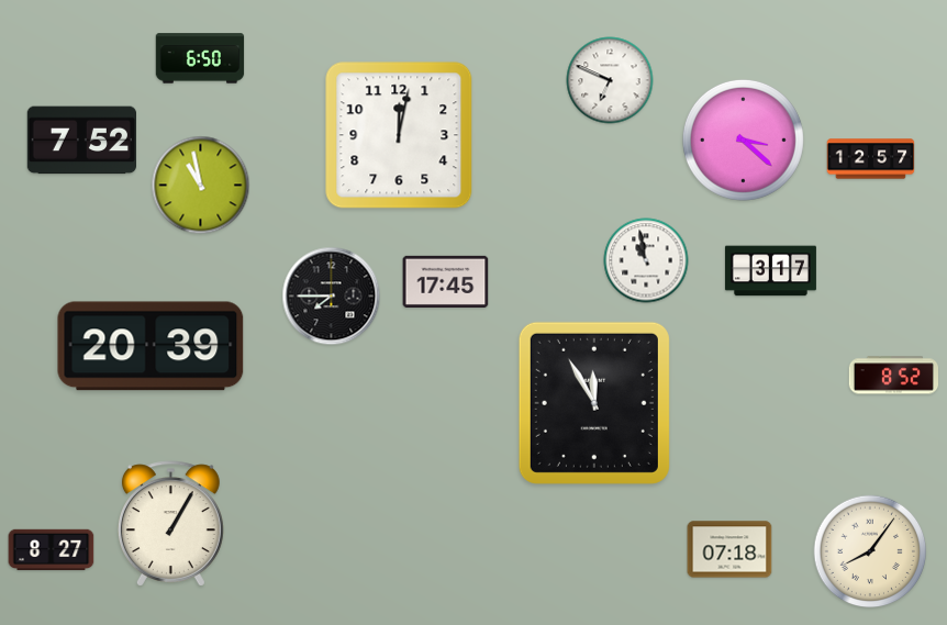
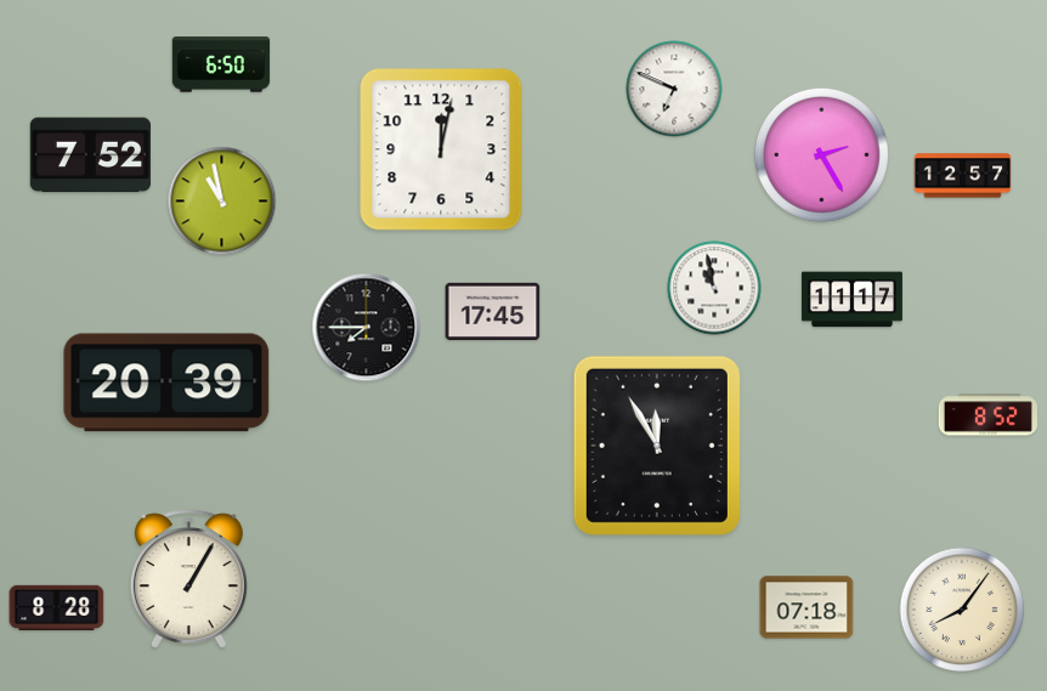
clock at (743, 139): 3:22 -> 2:25
clock at (201, 186) position: (201, 186) -> (222, 202)
clock at (770, 271): 3:17 -> 11:17
clock at (52, 550): 8:27 -> 8:28
